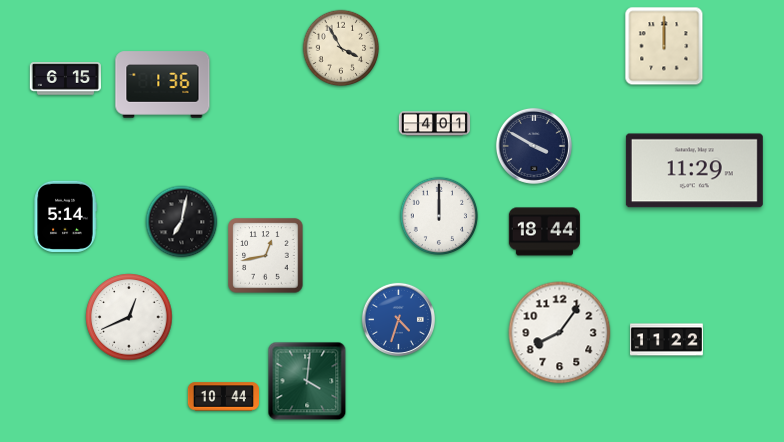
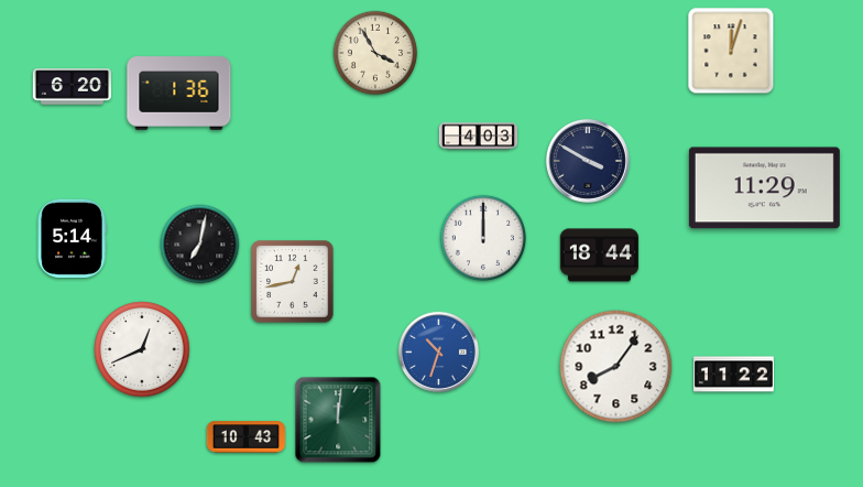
clock at (664, 46): 12:00 -> 12:03
clock at (65, 79): 6:15 -> 6:20
clock at (434, 124): 4:01 -> 4:03
clock at (398, 319): 4:33 -> 10:33
clock at (307, 381): 4:01 -> 12:01
clock at (223, 397): 10:44 -> 10:43
